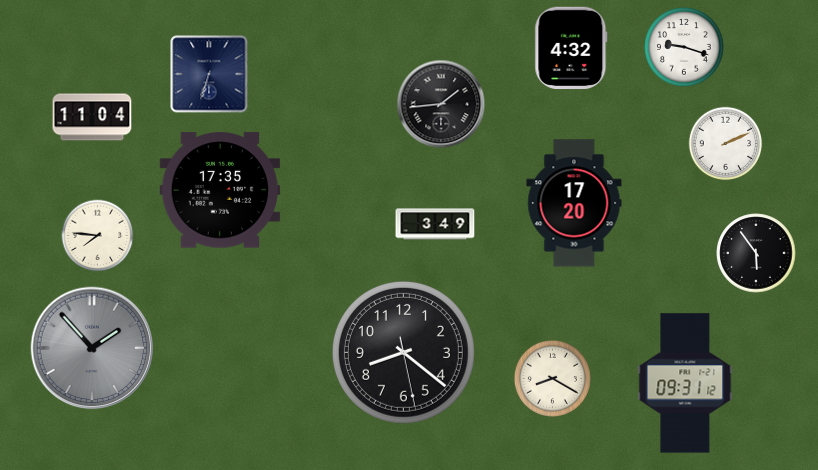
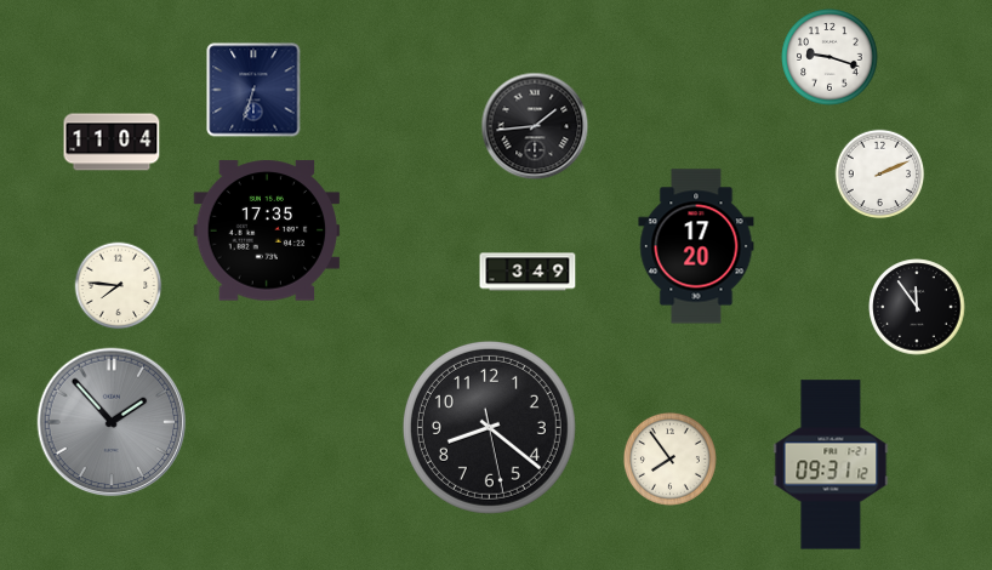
clock at (571, 48): 4:32 -> none
clock at (756, 253): 5:54 -> 11:54
clock at (552, 378): 8:20 -> 7:54
